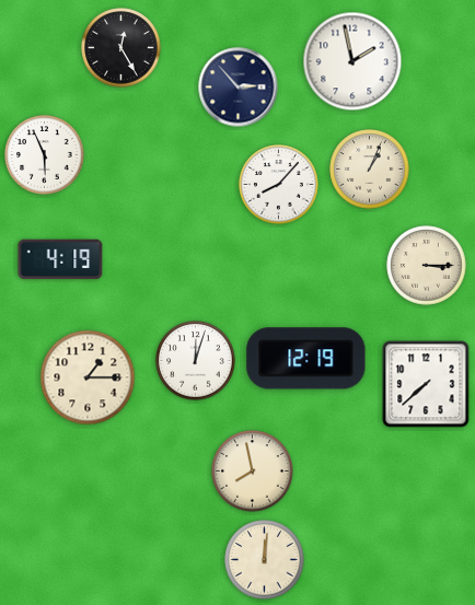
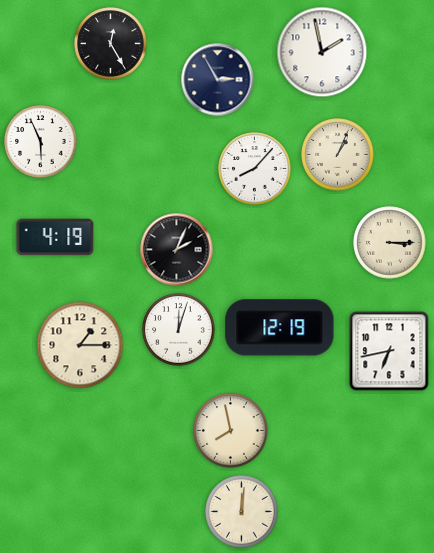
clock at (352, 61) position: (352, 61) -> (322, 52)
clock at (239, 88): 2:53 -> 2:55
clock at (177, 250): none -> 2:04
clock at (426, 384): 7:38 -> 6:43
